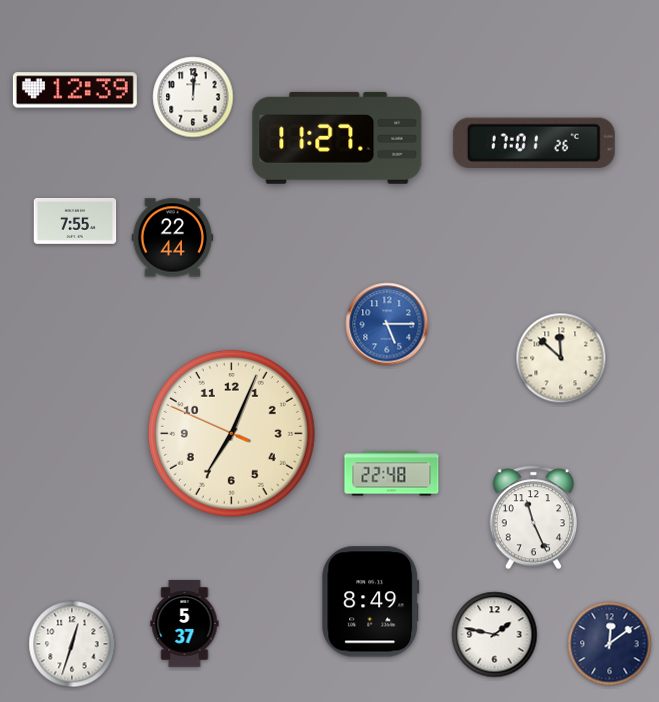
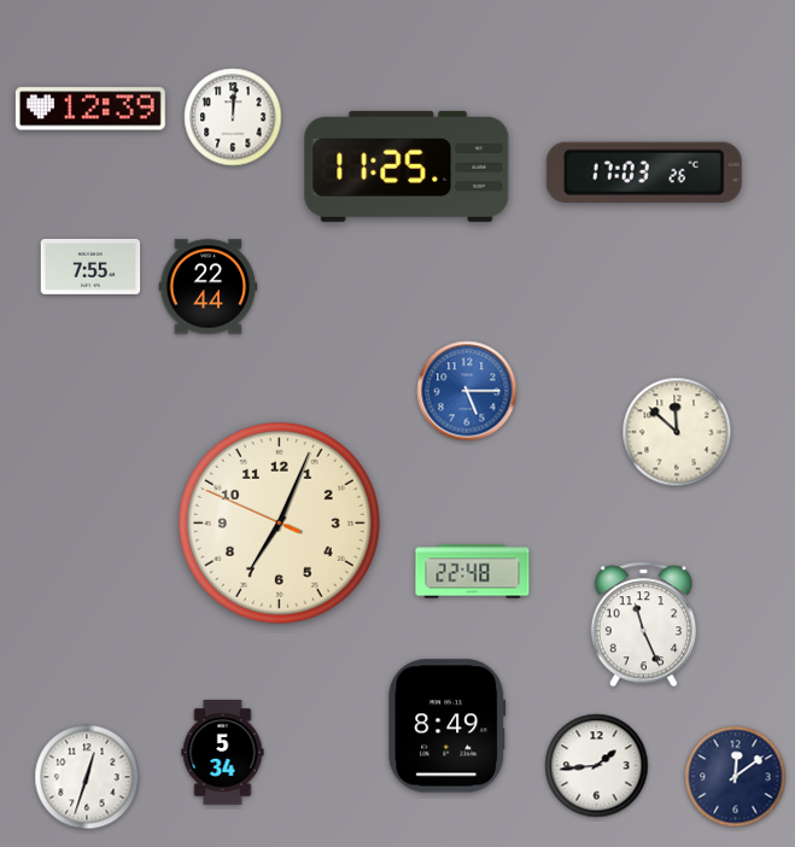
clock at (337, 138): 11:27 -> 11:25
clock at (534, 143): 17:01 -> 17:03
clock at (185, 624): 5:37 -> 5:34
clock at (495, 635): 1:47 -> 1:44
